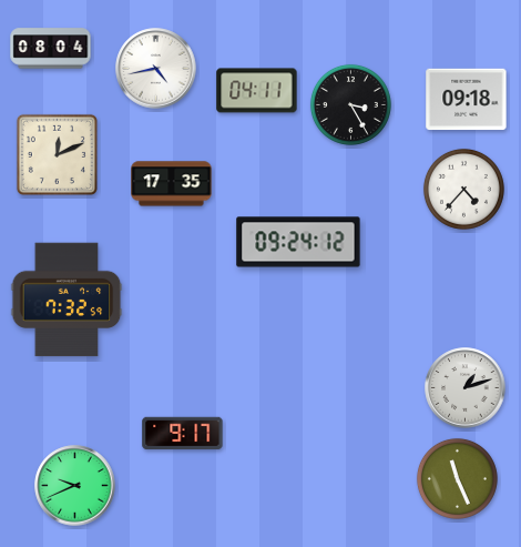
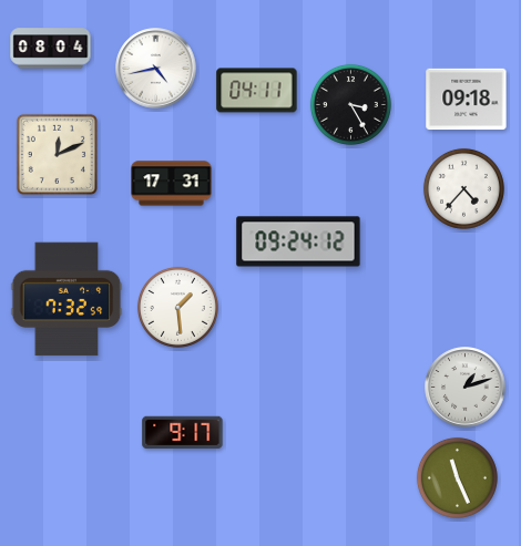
clock at (172, 184): 17:35 -> 17:31
clock at (177, 307): none -> 1:29
clock at (75, 486): 9:41 -> none
